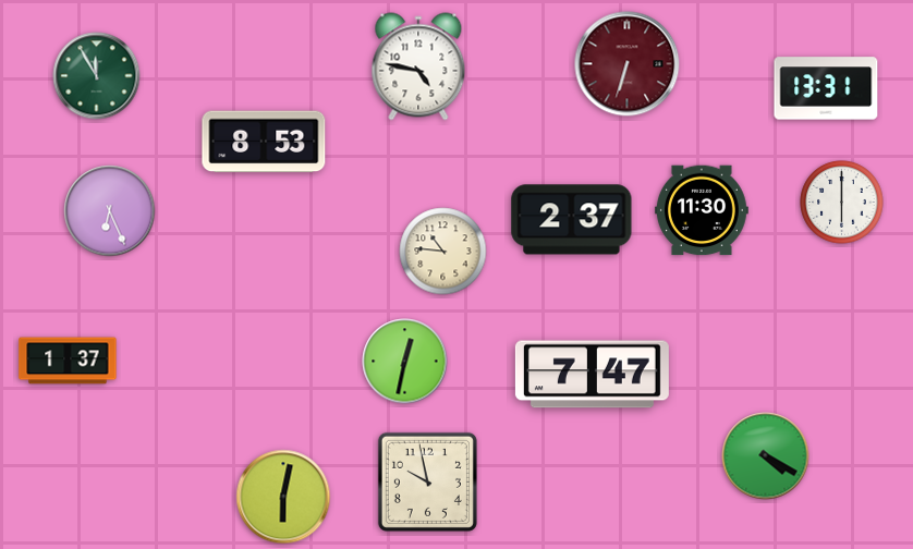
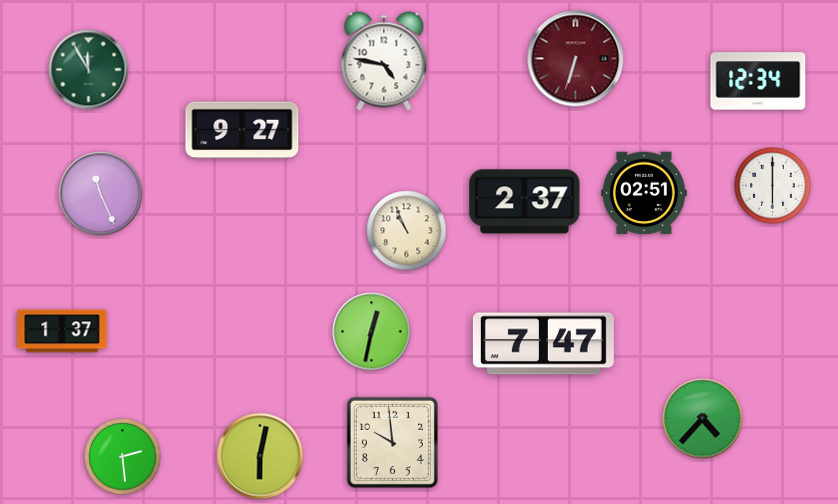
clock at (826, 88): 13:31 -> 12:34
clock at (264, 142): 8:53 -> 9:27
clock at (702, 210): 11:30 -> 02:51
clock at (110, 211): 6:26 -> 11:26
clock at (443, 252): 10:46 -> 10:56
clock at (766, 456): 4:20 -> 4:37
clock at (427, 481): 9:58 -> 9:59
clock at (123, 457): none -> 2:29
